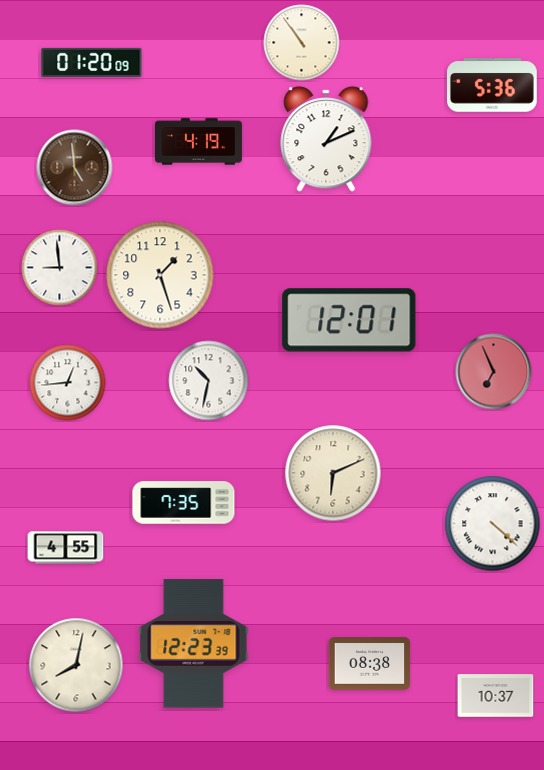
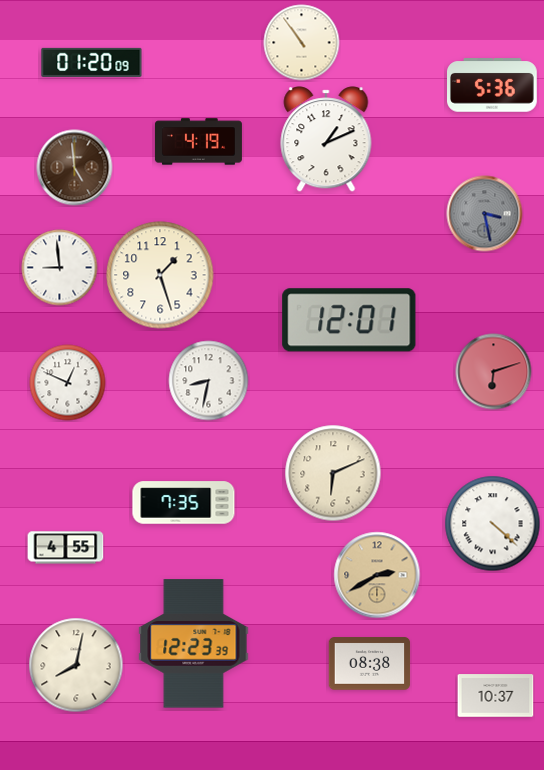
clock at (485, 214): none -> 3:28
clock at (494, 372): 6:56 -> 6:12
clock at (209, 381): 10:32 -> 8:32
clock at (68, 383): 12:44 -> 12:49
clock at (377, 575): none -> 2:40
